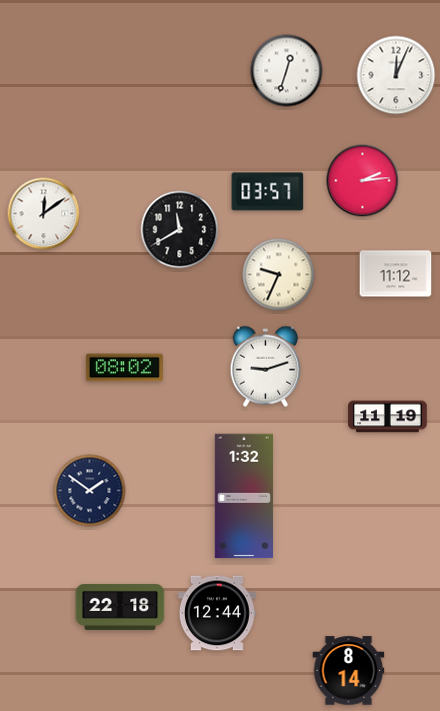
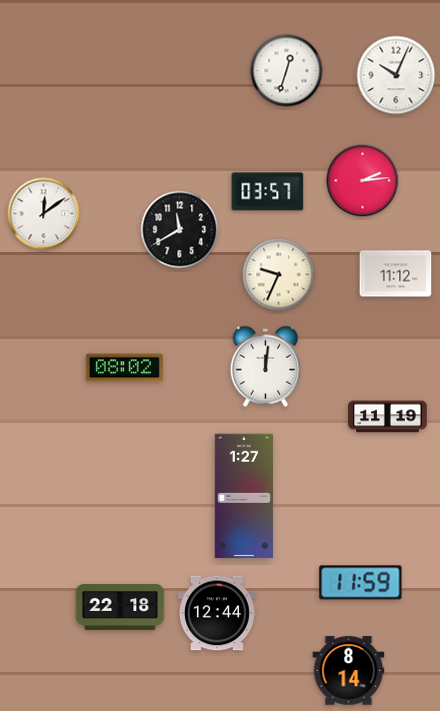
clock at (396, 75): 12:04 -> 10:04
clock at (266, 366): 9:12 -> 12:01
clock at (90, 491): 1:51 -> none
clock at (243, 496): 1:32 -> 1:27
clock at (361, 583): none -> 11:59
